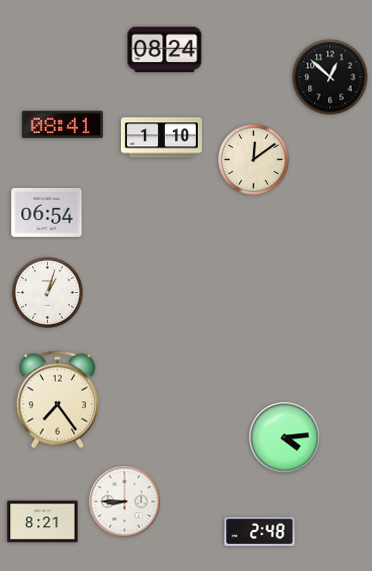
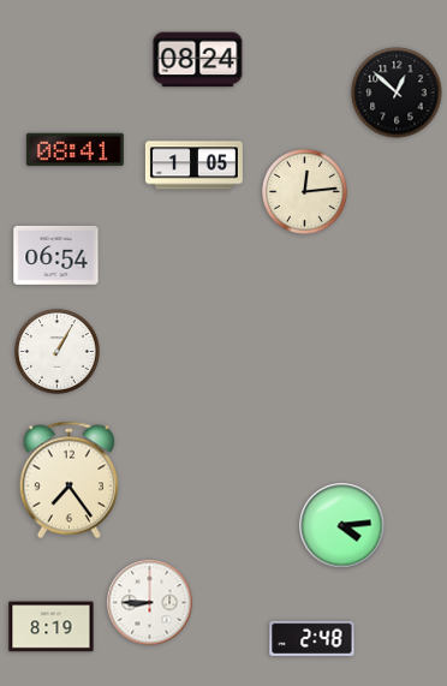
clock at (161, 138): 1:10 -> 1:05
clock at (254, 160): 12:09 -> 12:14
clock at (48, 293): 1:03 -> 1:05
clock at (43, 522): 8:21 -> 8:19
